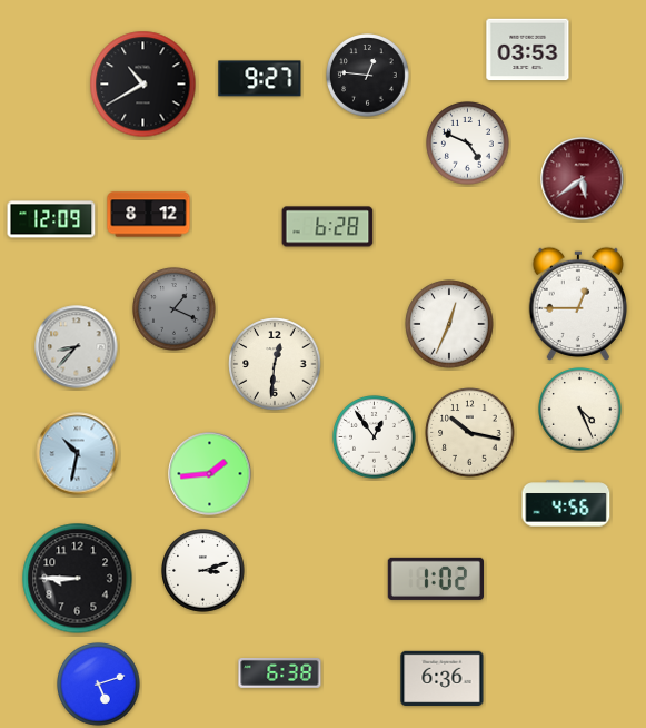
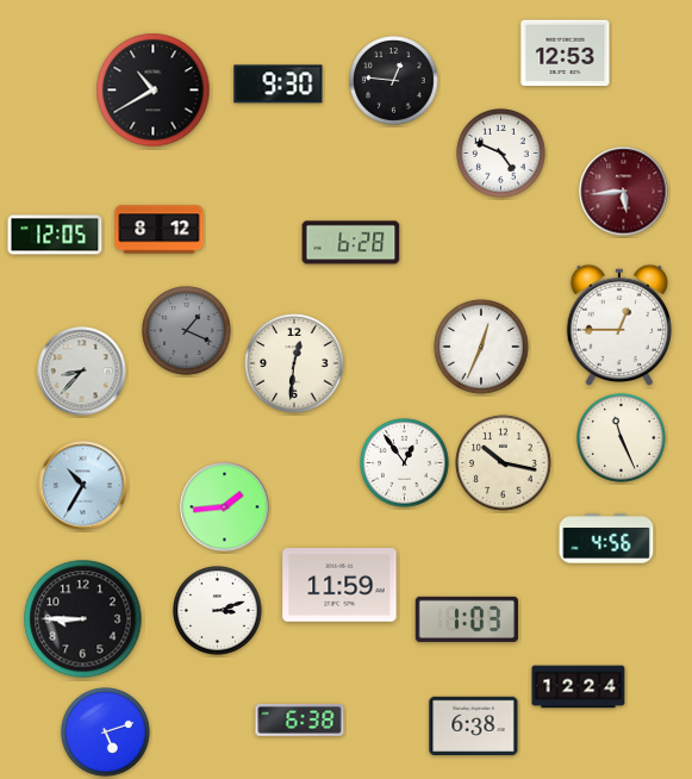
clock at (528, 50): 03:53 -> 12:53
clock at (260, 79): 9:27 -> 9:30
clock at (583, 179): 5:39 -> 5:44
clock at (51, 219): 12:09 -> 12:05
clock at (275, 364) position: (275, 364) -> (294, 363)
clock at (580, 410): 4:26 -> 11:26
clock at (375, 437) position: (375, 437) -> (405, 463)
clock at (78, 454): 10:32 -> 10:35
clock at (339, 586): none -> 11:59
clock at (435, 579): 1:02 -> 1:03
clock at (579, 687): none -> 12:24
clock at (443, 678): 6:36 -> 6:38
